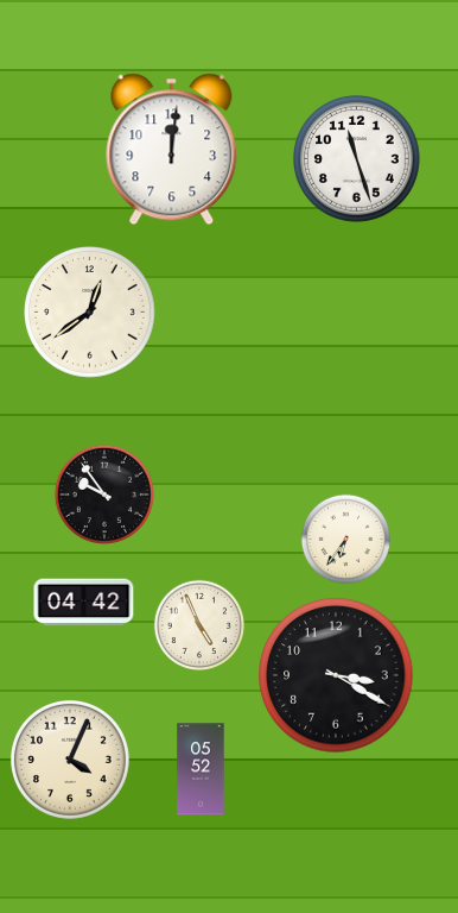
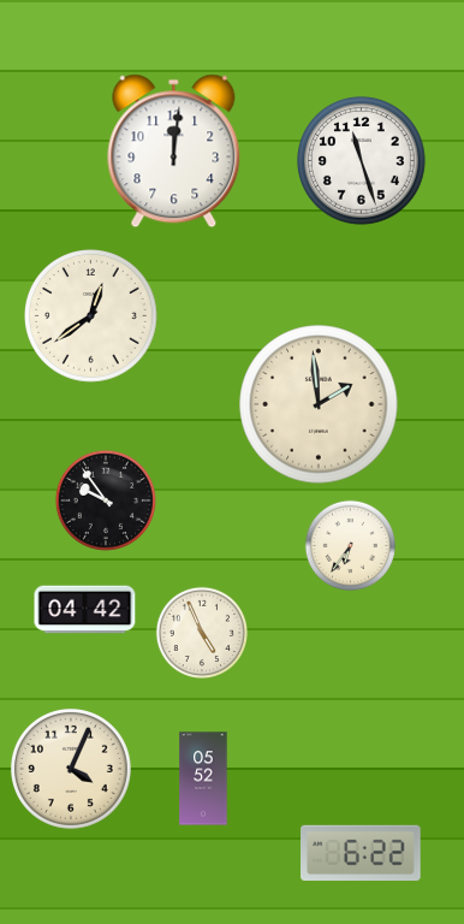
clock at (319, 404): none -> 1:59
clock at (336, 675): 3:20 -> none
clock at (361, 852): none -> 6:22
